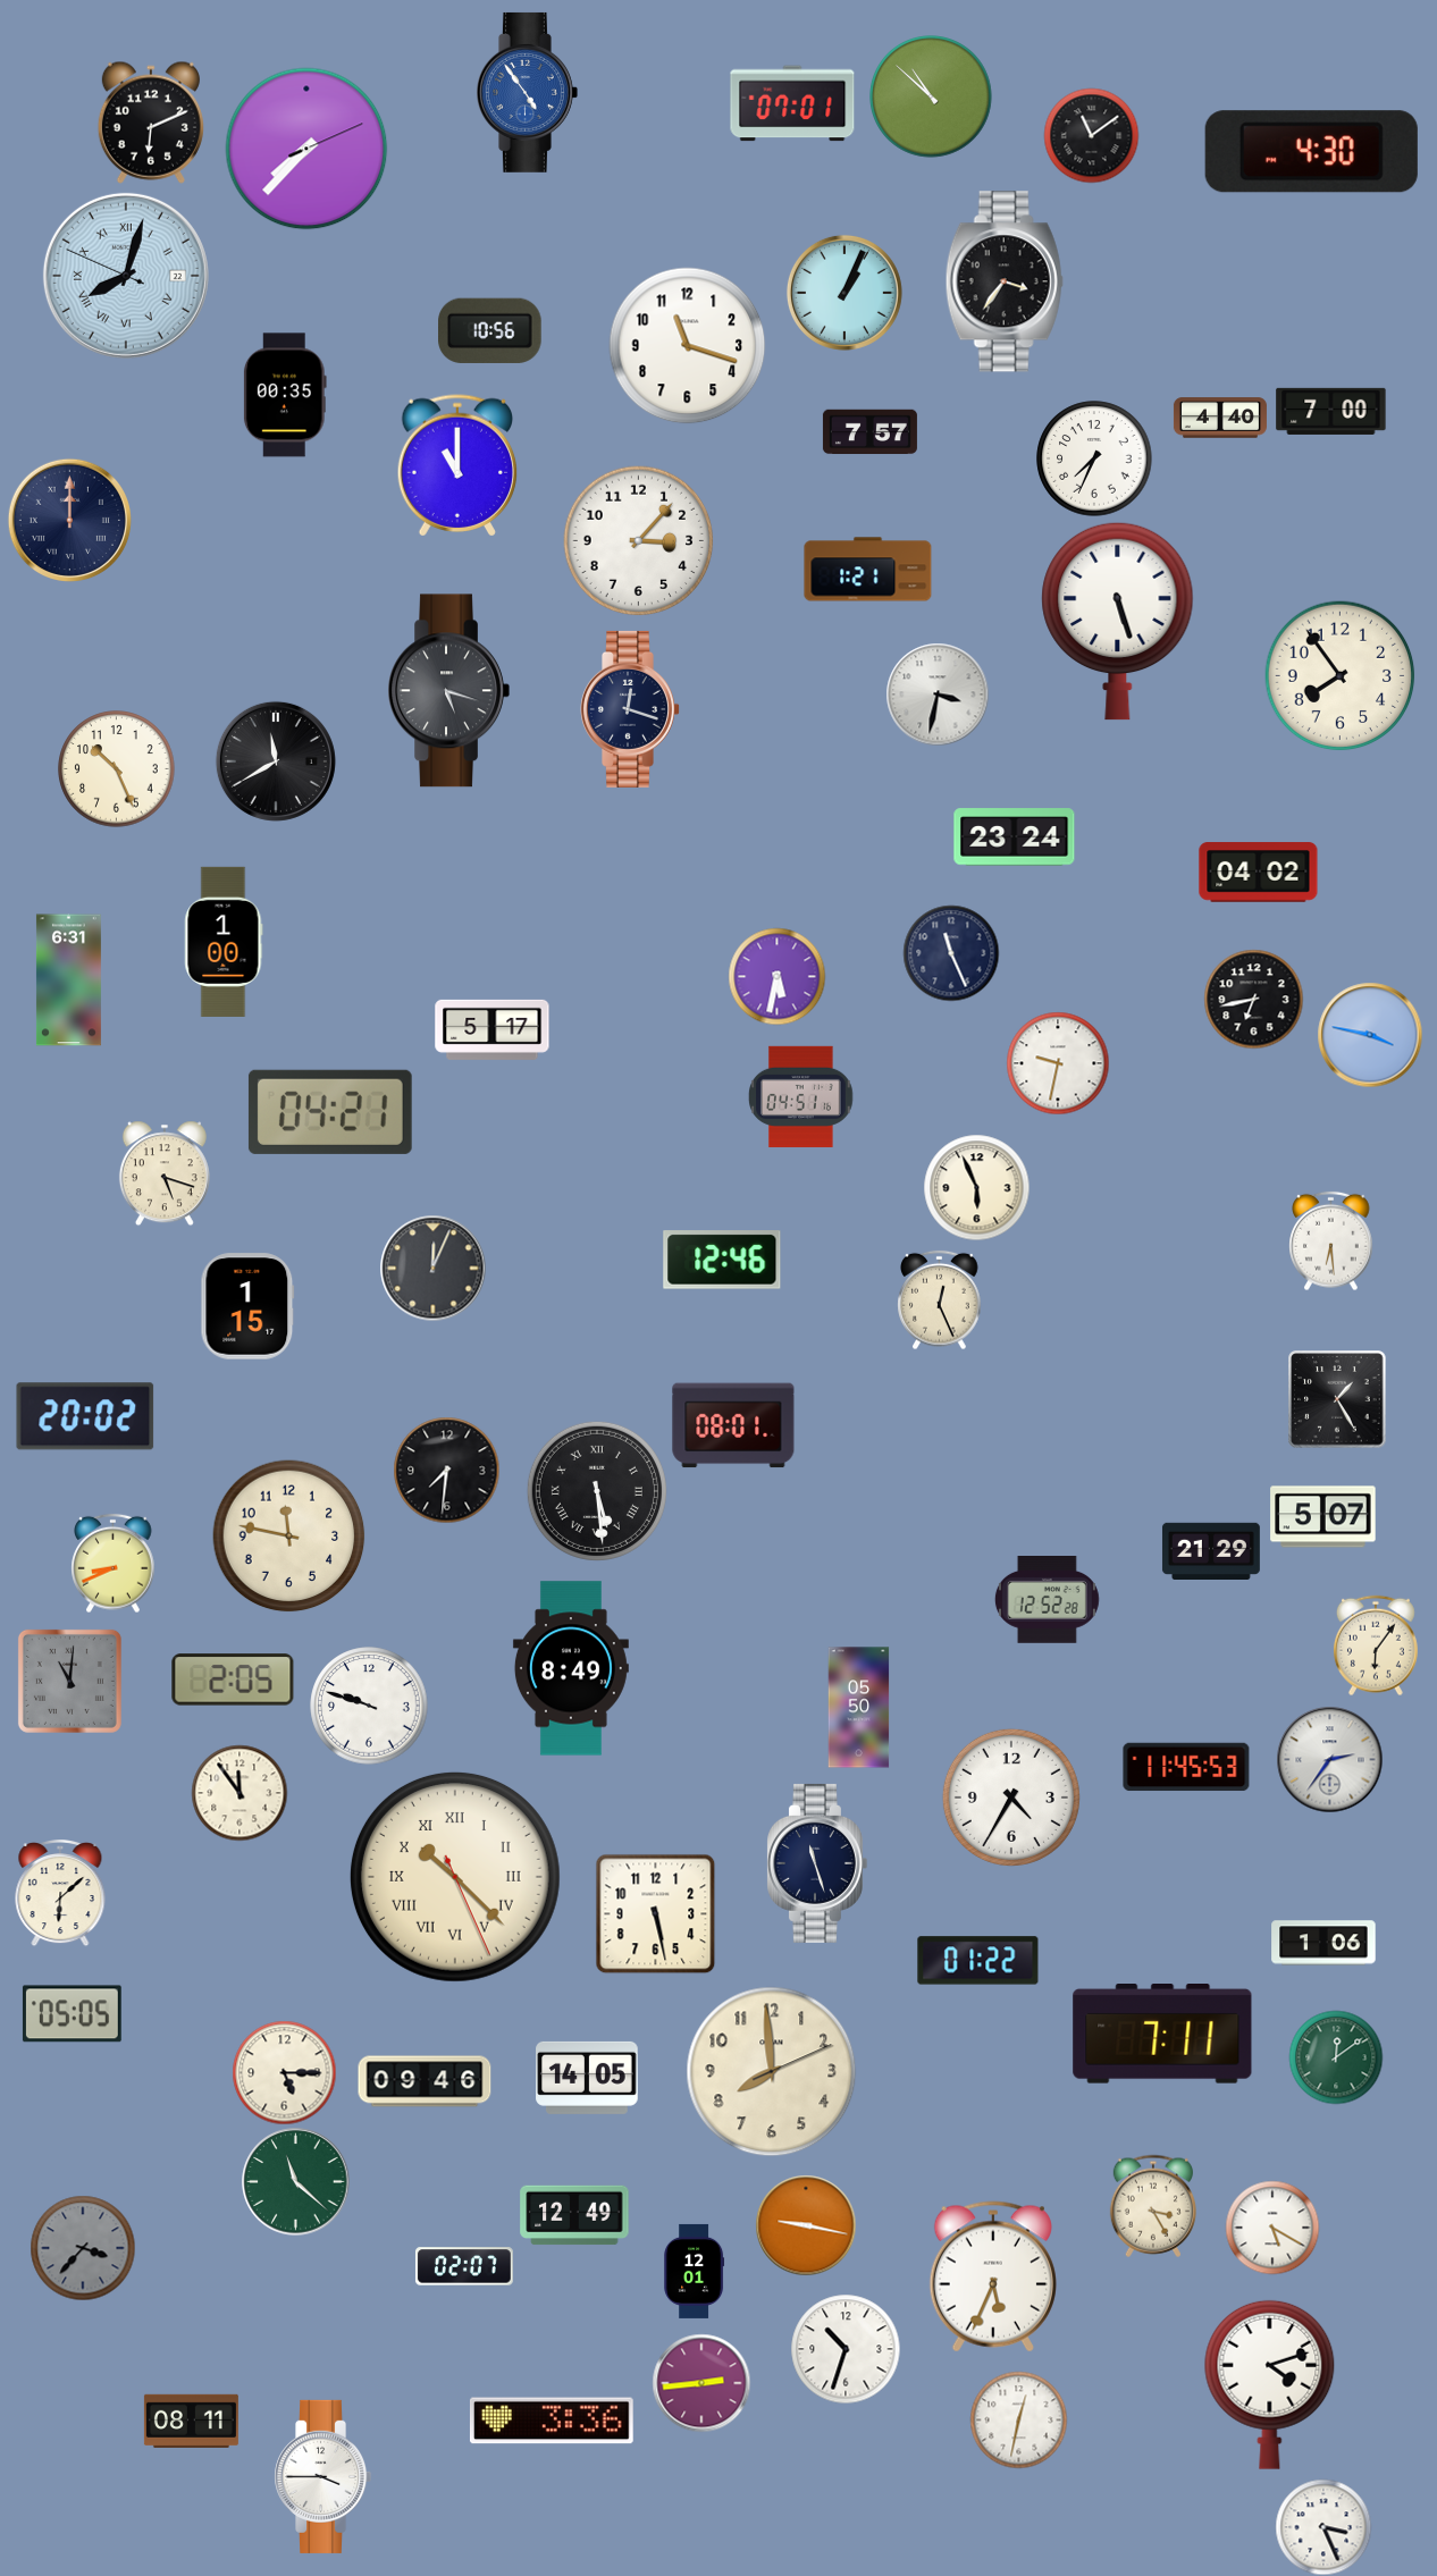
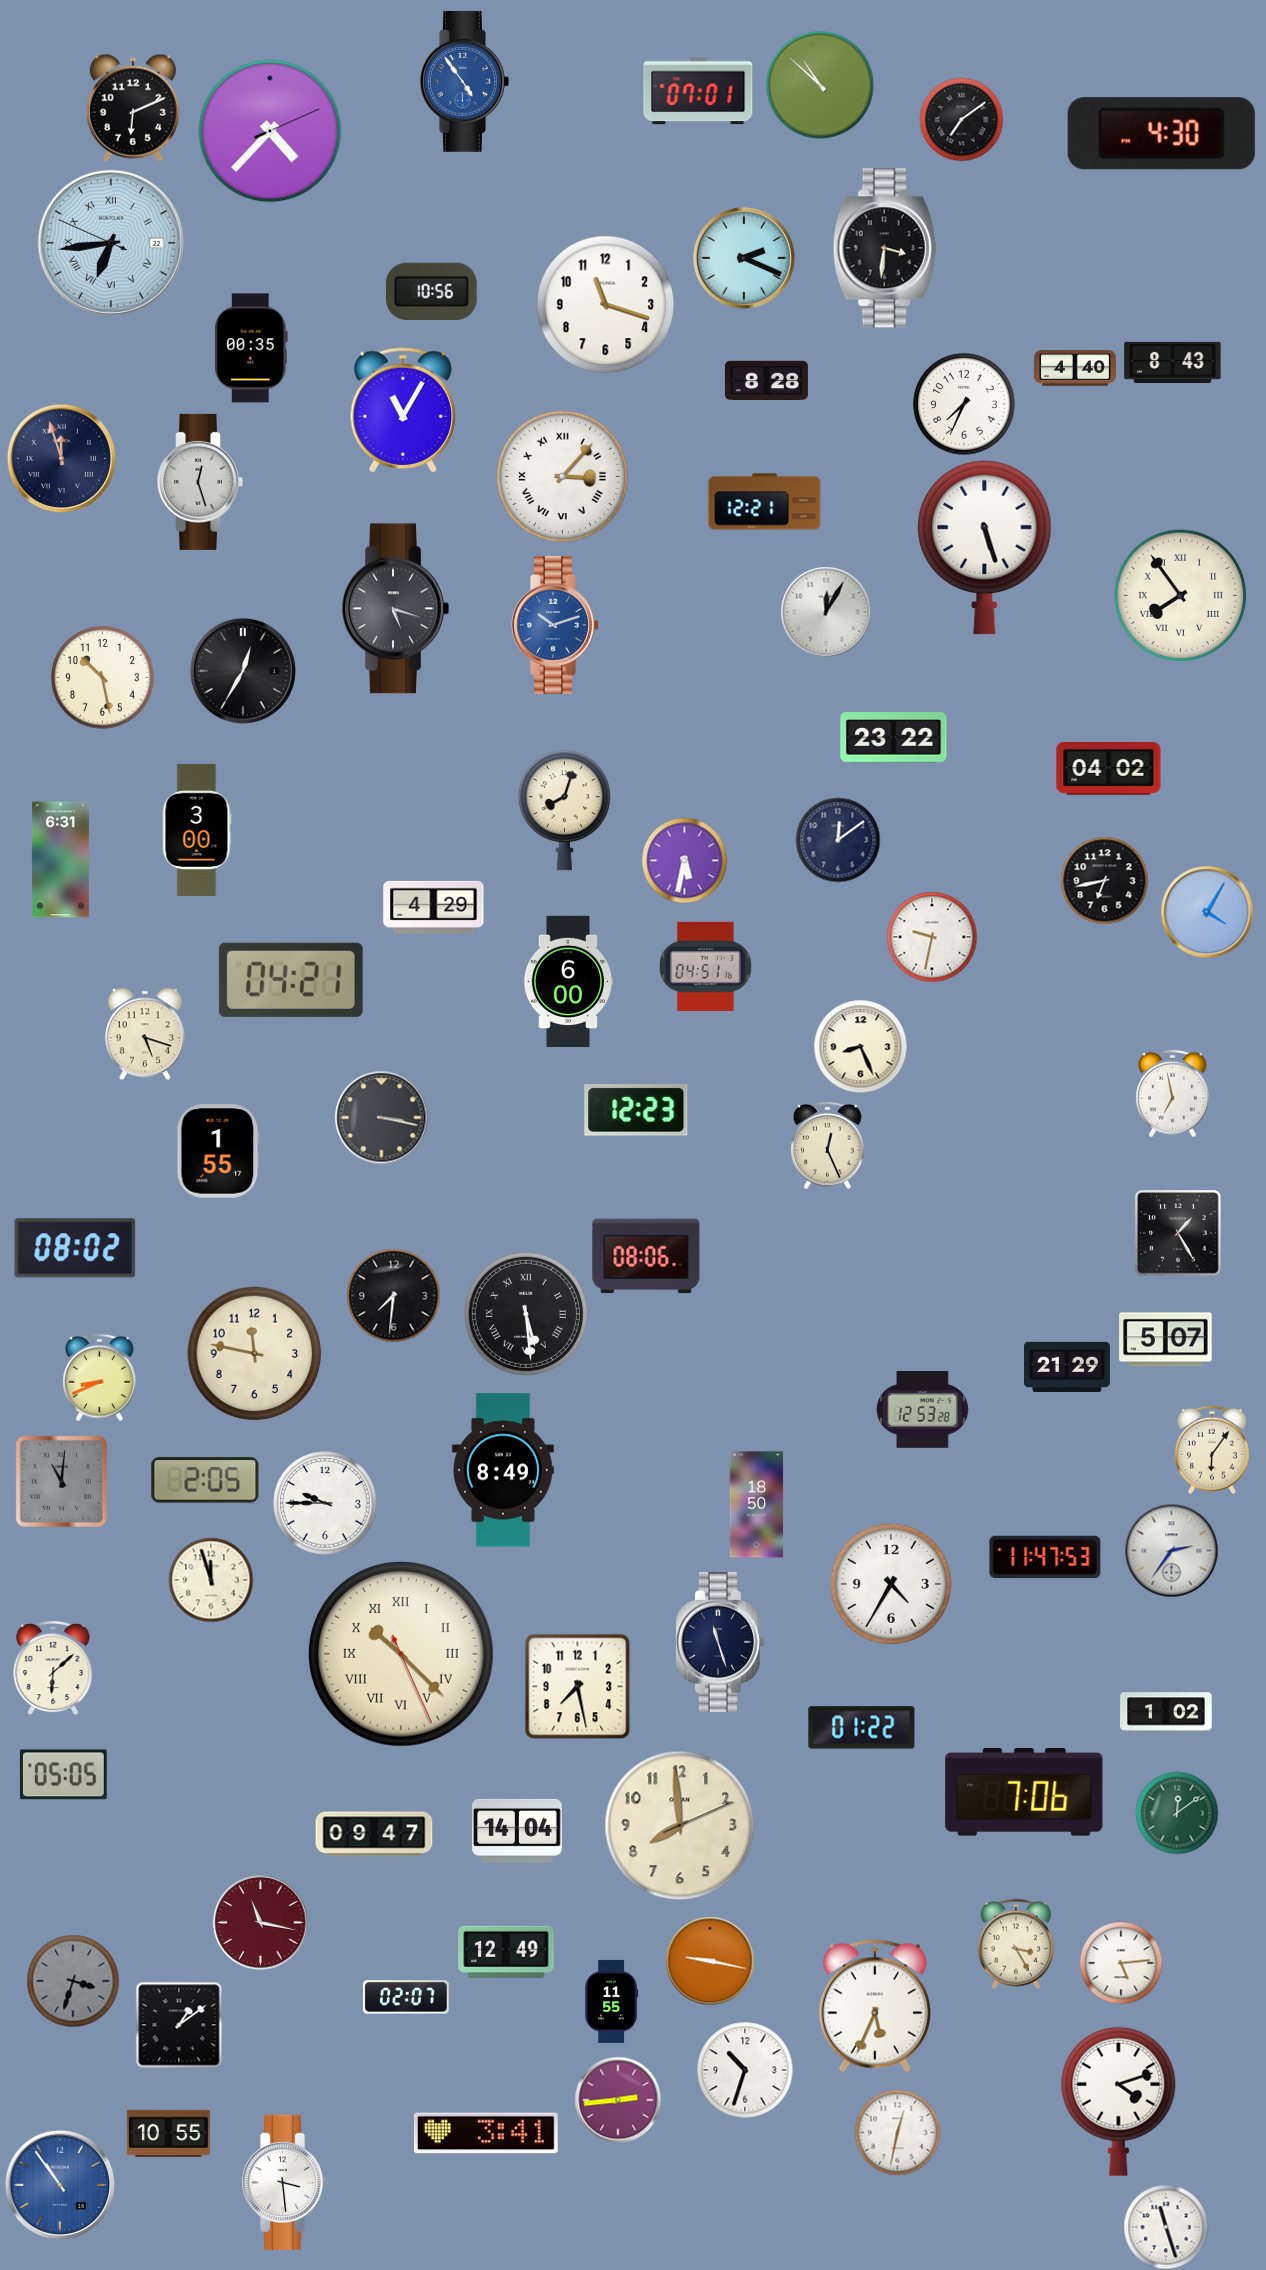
clock at (1091, 135): 11:09 -> 7:09
clock at (306, 149): 7:37 -> 4:37
clock at (1311, 152) position: (1311, 152) -> (1161, 134)
clock at (126, 276): 8:02 -> 6:43
clock at (1005, 281): 3:36 -> 3:31
clock at (844, 293): 1:04 -> 2:19
clock at (1331, 411): 7:00 -> 8:43
clock at (869, 432): 7:57 -> 8:28
clock at (456, 465): 11:00 -> 11:05
clock at (69, 520): 12:00 -> 11:57
clock at (639, 541) numerals: Arabic -> Roman
clock at (200, 482): none -> 12:27
clock at (868, 570): 1:21 -> 12:21
clock at (1341, 676) numerals: Arabic -> Roman
clock at (938, 694): 3:32 -> 12:05
clock at (631, 709): 12:18 -> 10:12
clock at (631, 709) dial: navy -> blue
clock at (276, 761): 11:40 -> 12:35
clock at (117, 769): 10:26 -> 10:28
clock at (1015, 837): 23:24 -> 23:22
clock at (564, 811): none -> 8:03
clock at (224, 942): 1:00 -> 3:00
clock at (951, 953): 11:26 -> 12:09
clock at (68, 980) position: (68, 980) -> (60, 860)
clock at (493, 1029): 5:17 -> 4:29
clock at (1370, 1035): 3:47 -> 4:05
clock at (568, 981): none -> 6:00
clock at (976, 1187): 5:56 -> 8:26
clock at (1331, 1240): 6:29 -> 6:58
clock at (722, 1260): 12:46 -> 12:23
clock at (432, 1268): 12:04 -> 3:17
clock at (247, 1306): 1:15 -> 1:55
clock at (85, 1416): 20:02 -> 08:02
clock at (733, 1425): 08:01 -> 08:06
clock at (1323, 1517) position: (1323, 1517) -> (1166, 1340)
clock at (1047, 1600): 12:52 -> 12:53
clock at (369, 1706): 9:48 -> 9:45
clock at (859, 1708): 05:50 -> 18:50
clock at (1186, 1767): 11:45 -> 11:47
clock at (239, 1793): 11:54 -> 11:57
clock at (655, 1913): 5:28 -> 7:28
clock at (1323, 1943): 1:06 -> 1:02
clock at (1162, 2034): 7:11 -> 7:06
clock at (284, 2072): 5:15 -> none
clock at (587, 2078): 14:05 -> 14:04
clock at (425, 2081): 09:46 -> 09:47
clock at (296, 2182): 11:22 -> 11:17
clock at (296, 2182) dial: green -> burgundy
clock at (1272, 2228): 5:20 -> 5:14
clock at (83, 2248): 3:37 -> 3:33
clock at (464, 2266) position: (464, 2266) -> (406, 1997)
clock at (695, 2271): 12:01 -> 11:55
clock at (179, 2025): none -> 1:09
clock at (191, 2421): 08:11 -> 10:55
clock at (552, 2421): 3:36 -> 3:41
clock at (323, 2476): 3:45 -> 3:29
clock at (59, 2184): none -> 10:54
clock at (1323, 2527): 3:26 -> 11:27
